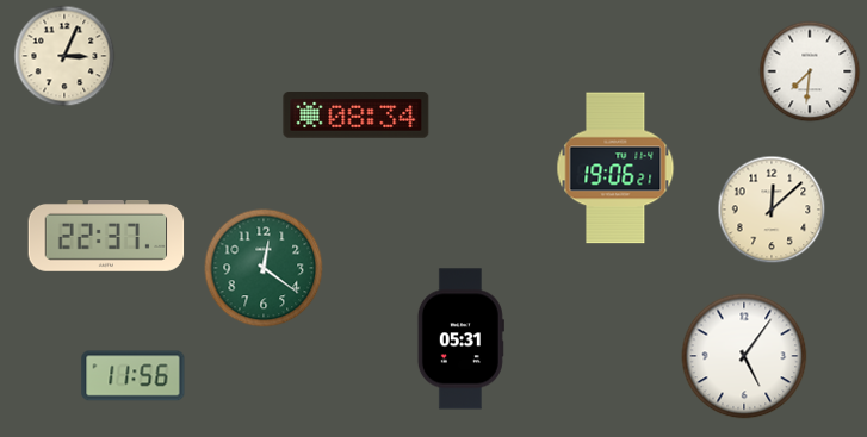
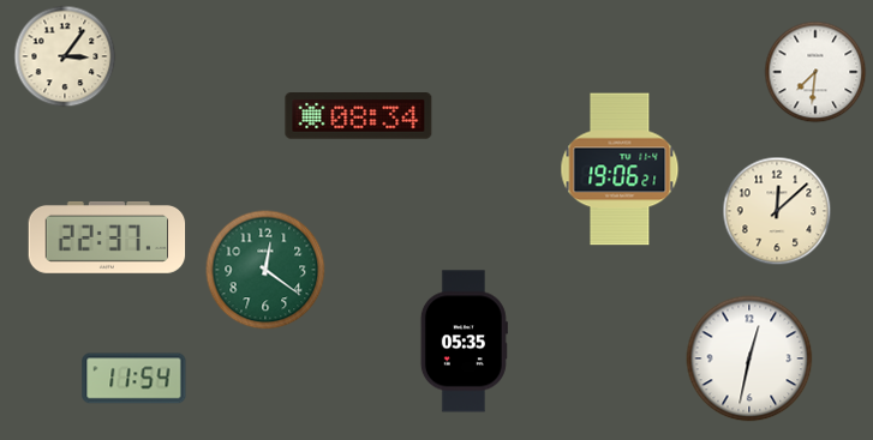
clock at (64, 56): 3:04 -> 3:06
clock at (460, 339): 05:31 -> 05:35
clock at (744, 356): 5:06 -> 12:32
clock at (134, 376): 11:56 -> 11:54
